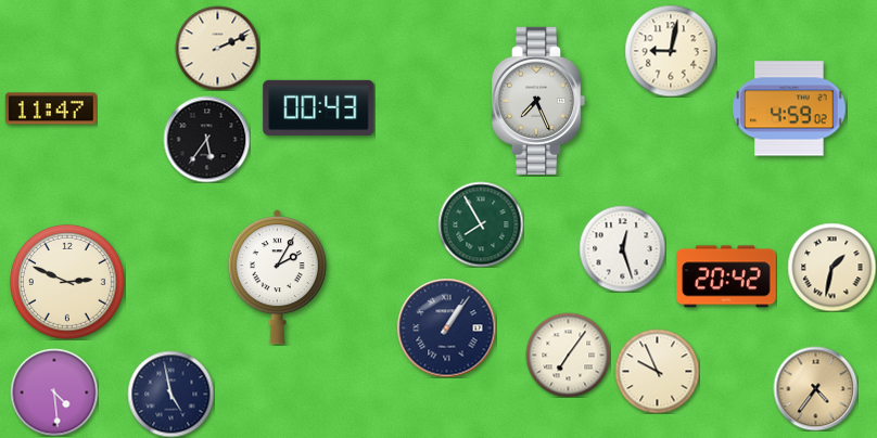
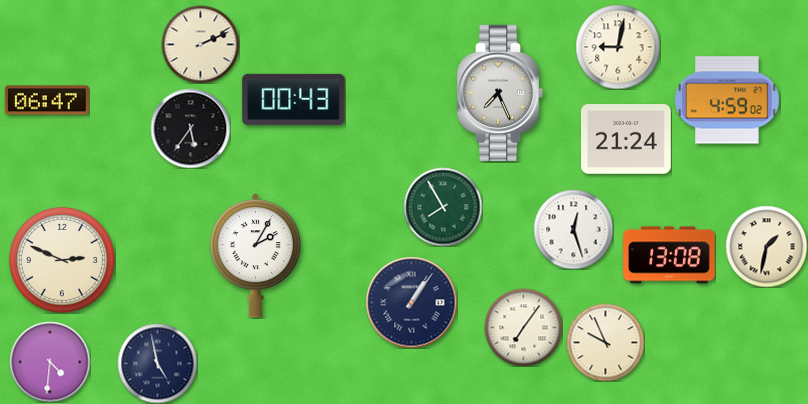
clock at (538, 101) position: (538, 101) -> (500, 93)
clock at (51, 108): 11:47 -> 06:47
clock at (626, 139): none -> 21:24
clock at (727, 276): 20:42 -> 13:08
clock at (815, 388): 4:36 -> none
clock at (54, 392): 4:29 -> 4:31
